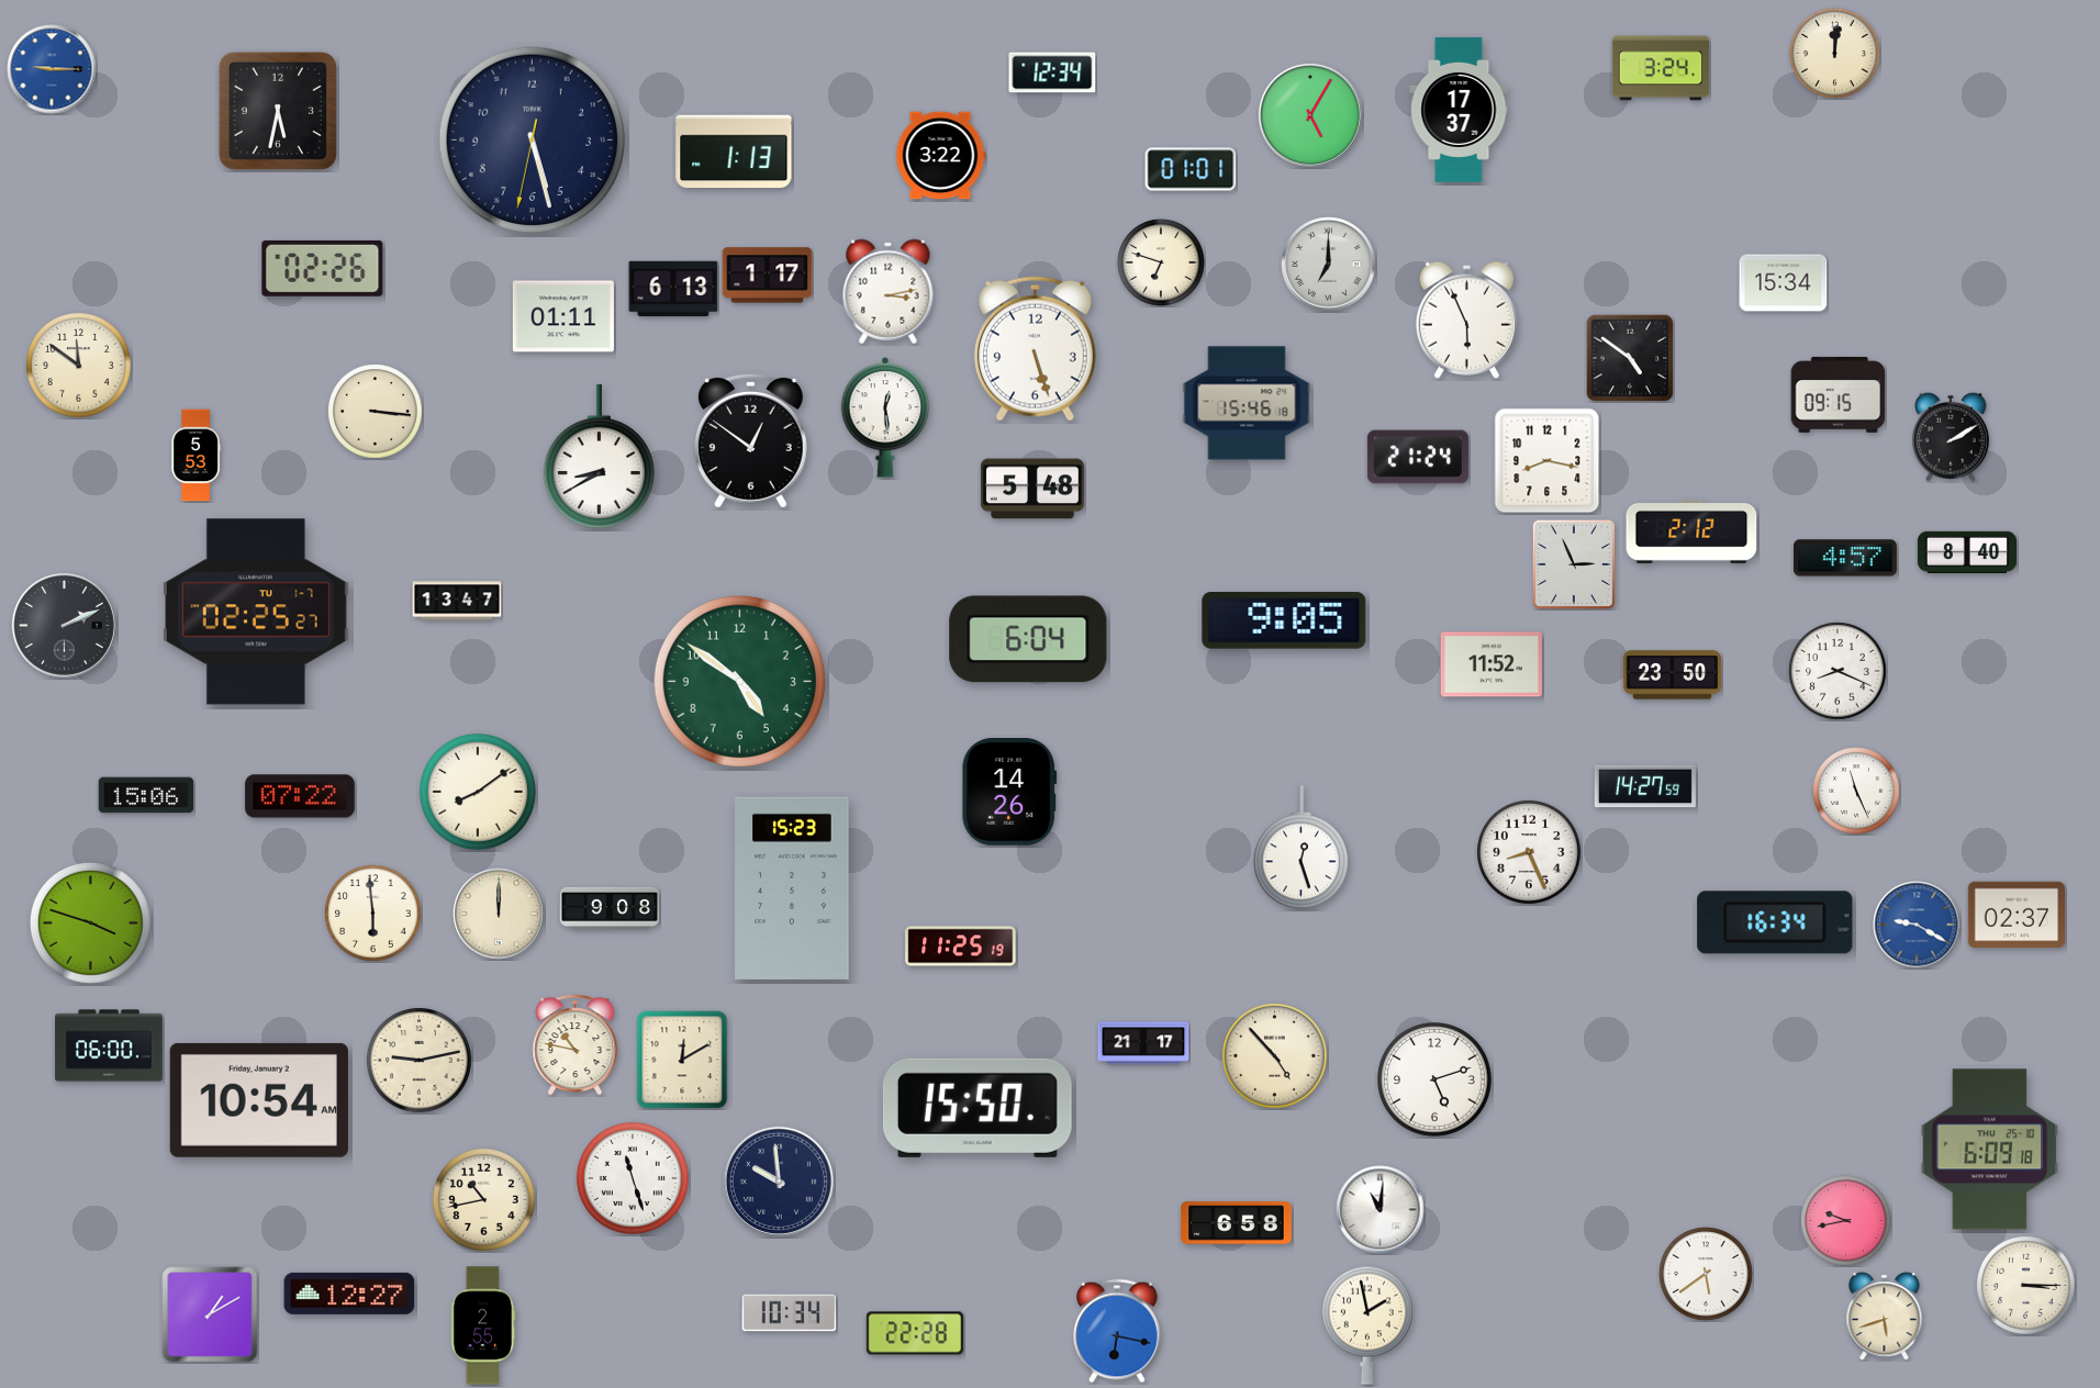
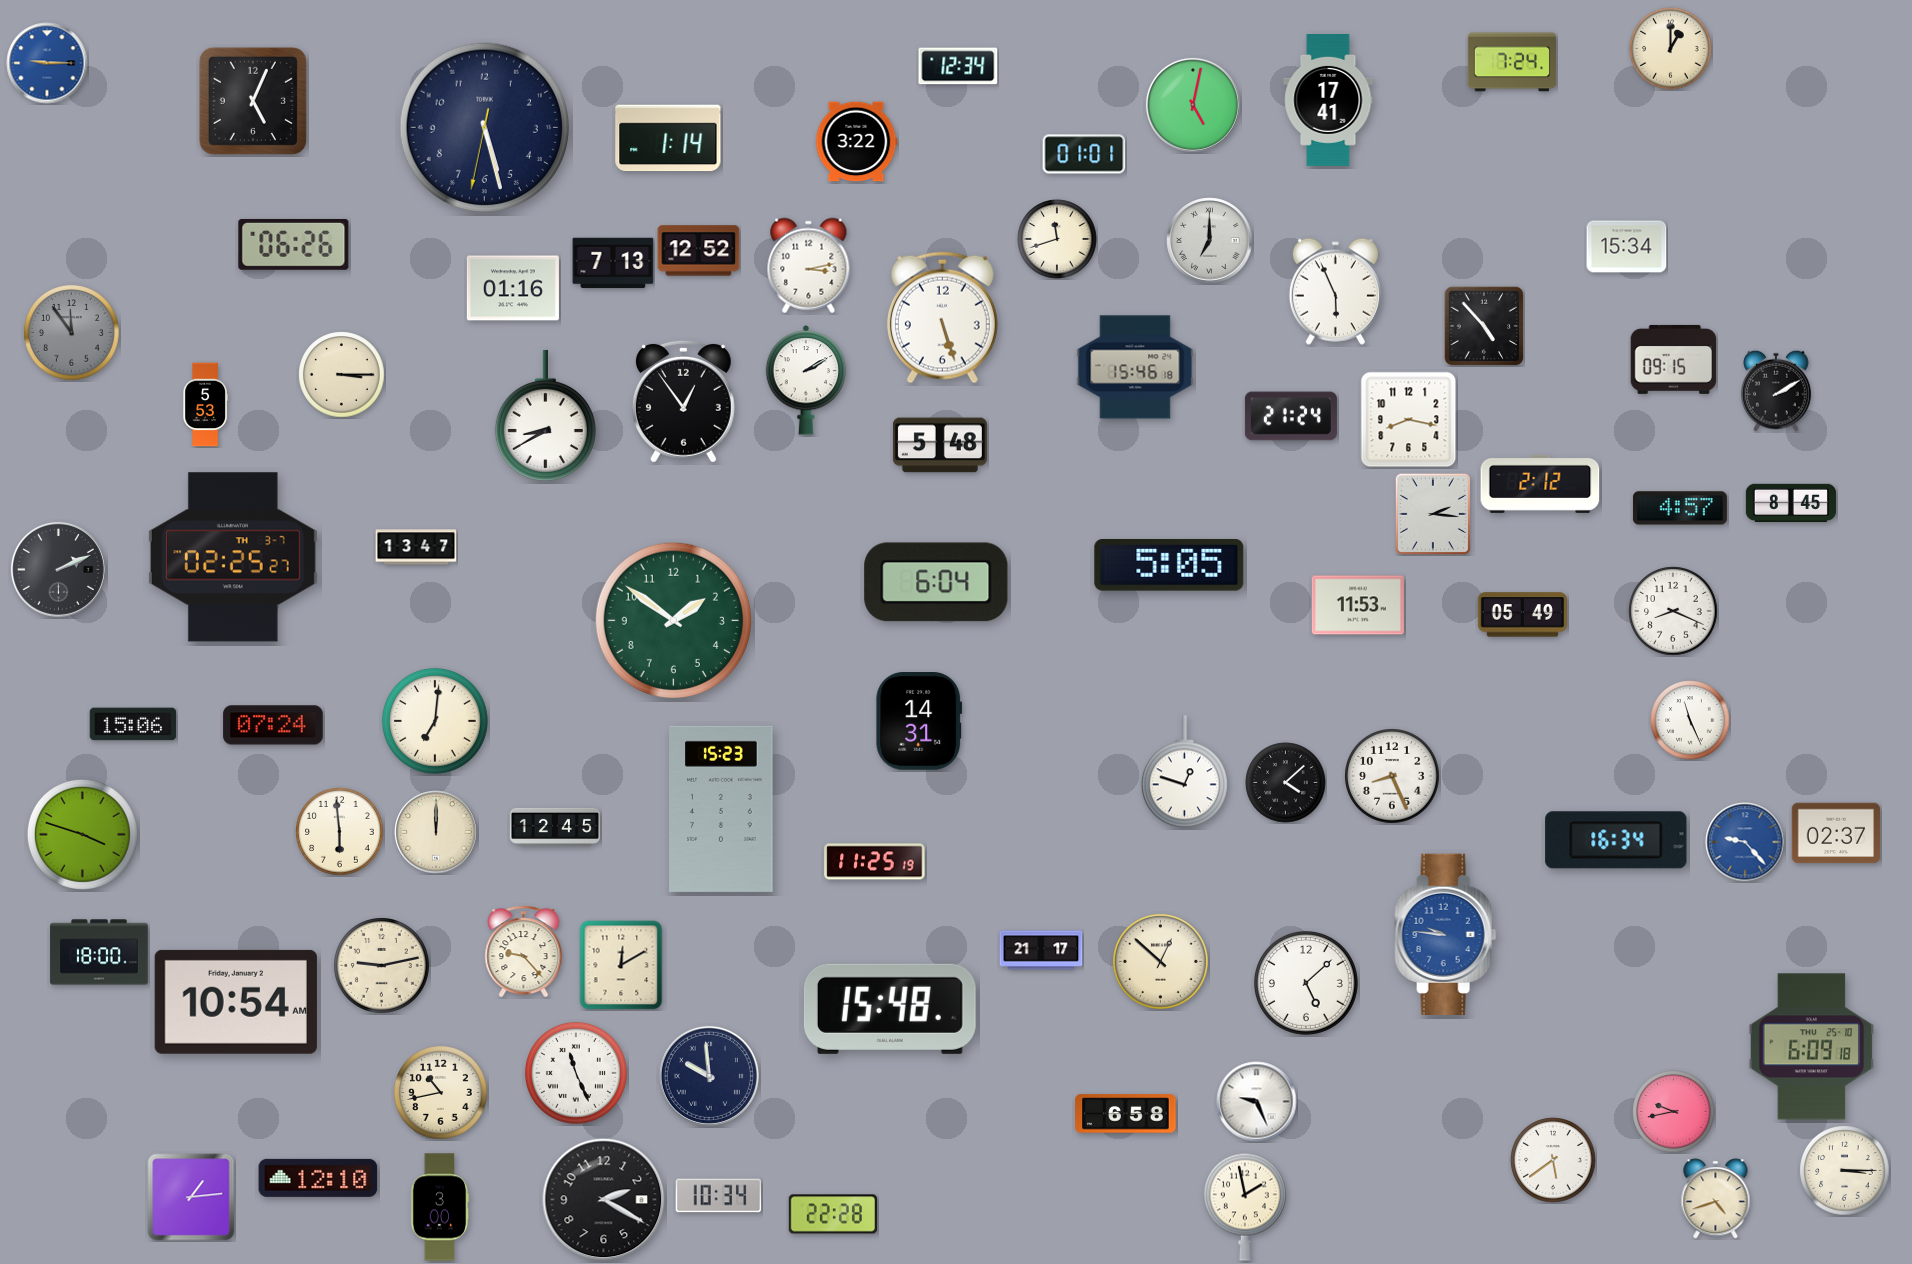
clock at (1835, 54): 12:01 -> 1:00
clock at (1661, 68): 3:24 -> 7:24
clock at (1459, 110): 17:37 -> 17:41
clock at (278, 111): 5:32 -> 5:04
clock at (1310, 115): 5:05 -> 5:02
clock at (734, 152): 1:13 -> 1:14
clock at (1161, 262): 6:48 -> 11:42
clock at (323, 268): 02:26 -> 06:26
clock at (768, 276): 1:17 -> 12:52
clock at (1784, 283) position: (1784, 283) -> (1627, 247)
clock at (673, 289): 6:13 -> 7:13
clock at (563, 316): 01:11 -> 01:16
clock at (1630, 358): 4:51 -> 4:53
clock at (79, 366): 11:51 -> 11:54
clock at (79, 366) dial: cream -> grey
clock at (376, 412): 3:16 -> 3:15
clock at (885, 417): 12:29 -> 2:10
clock at (1951, 437) position: (1951, 437) -> (1776, 391)
clock at (750, 440): 12:51 -> 12:54
clock at (196, 456) position: (196, 456) -> (205, 405)
clock at (1967, 551): 8:40 -> 8:45
clock at (1574, 564): 2:56 -> 2:16
clock at (256, 612) date: TU 1-7 -> TH 3-7
clock at (1284, 622): 9:05 -> 5:05
clock at (1492, 664): 11:52 -> 11:53
clock at (1672, 675): 23:50 -> 05:49
clock at (739, 681): 4:51 -> 1:51
clock at (1645, 786): 14:27 -> none
clock at (478, 792): 8:09 -> 7:01
clock at (1009, 793): 14:26 -> 14:31
clock at (300, 796): 07:22 -> 07:24
clock at (1300, 848): 12:27 -> 12:48
clock at (1286, 783): none -> 4:08
clock at (608, 908): 9:08 -> 12:45
clock at (499, 914) position: (499, 914) -> (436, 832)
clock at (90, 922) position: (90, 922) -> (82, 834)
clock at (1917, 925): 9:20 -> 9:23
clock at (1446, 934): none -> 9:46
clock at (109, 1045): 06:00 -> 18:00
clock at (576, 1045): 10:47 -> 9:23
clock at (1275, 1056): 4:53 -> 12:52
clock at (1434, 1079): 5:12 -> 5:08
clock at (978, 1108): 15:50 -> 15:48
clock at (633, 1178): 11:27 -> 11:26
clock at (1381, 1210): 11:01 -> 9:26
clock at (1846, 1221) position: (1846, 1221) -> (1674, 1112)
clock at (349, 1294): 12:27 -> 12:10
clock at (210, 1314): 1:10 -> 1:14
clock at (1885, 1317): 5:42 -> 4:42
clock at (604, 1200): none -> 2:20
clock at (483, 1325): 2:55 -> 3:00
clock at (1118, 1331): 6:17 -> none
